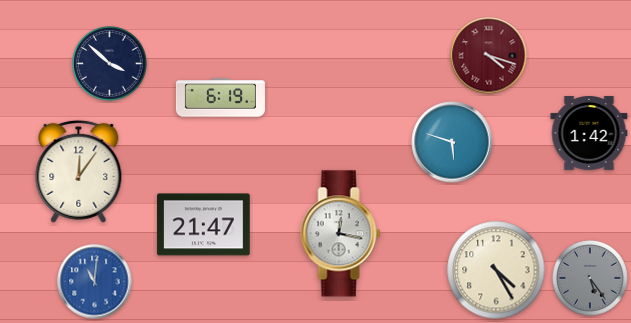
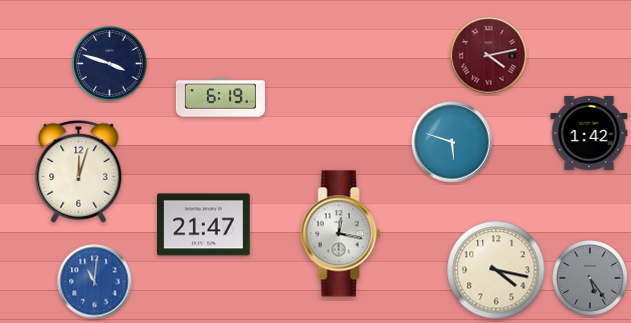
clock at (489, 56): 4:18 -> 4:13
clock at (110, 64): 3:52 -> 3:48
clock at (79, 171): 12:06 -> 12:03
clock at (496, 270): 4:25 -> 4:17
